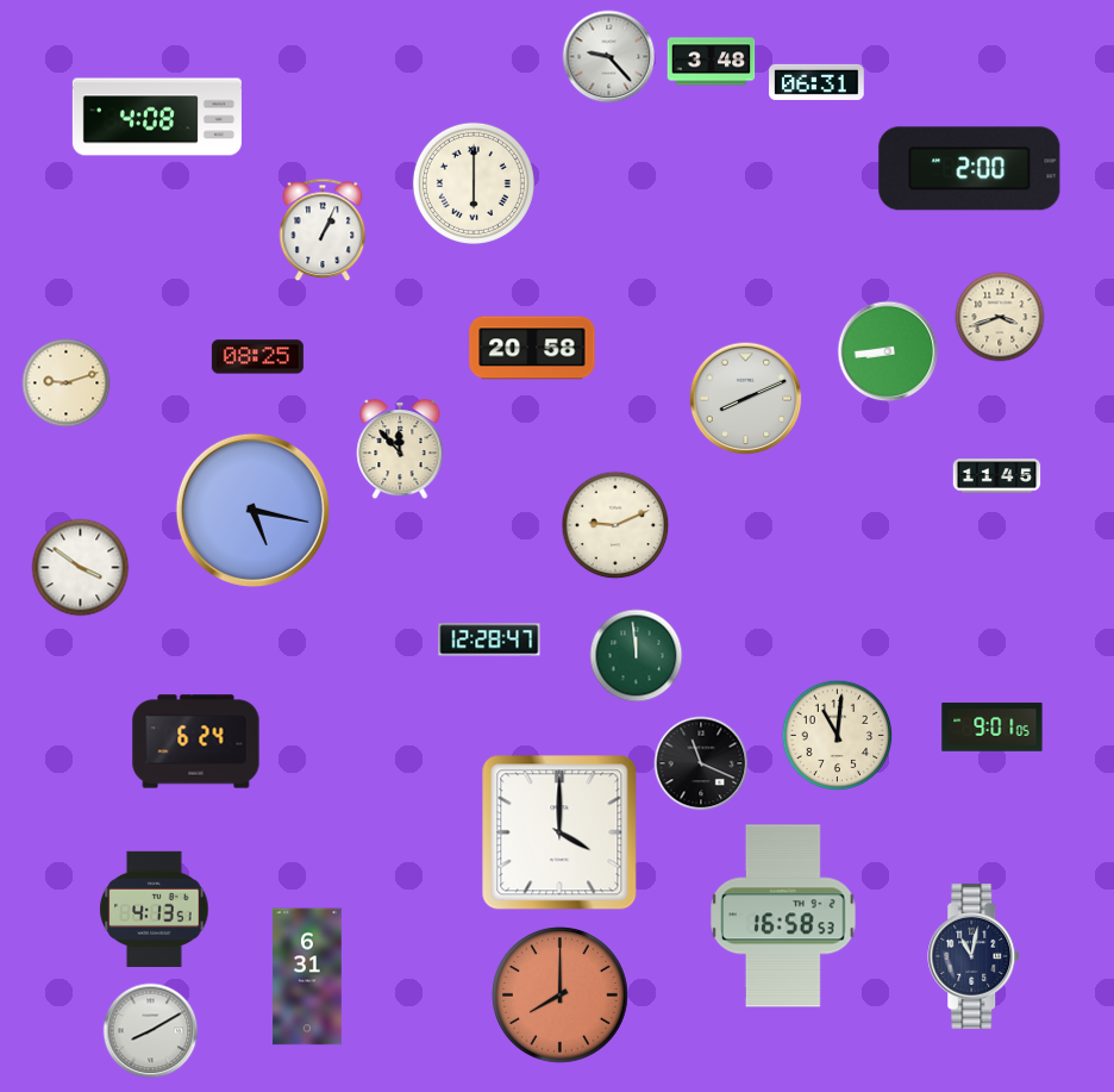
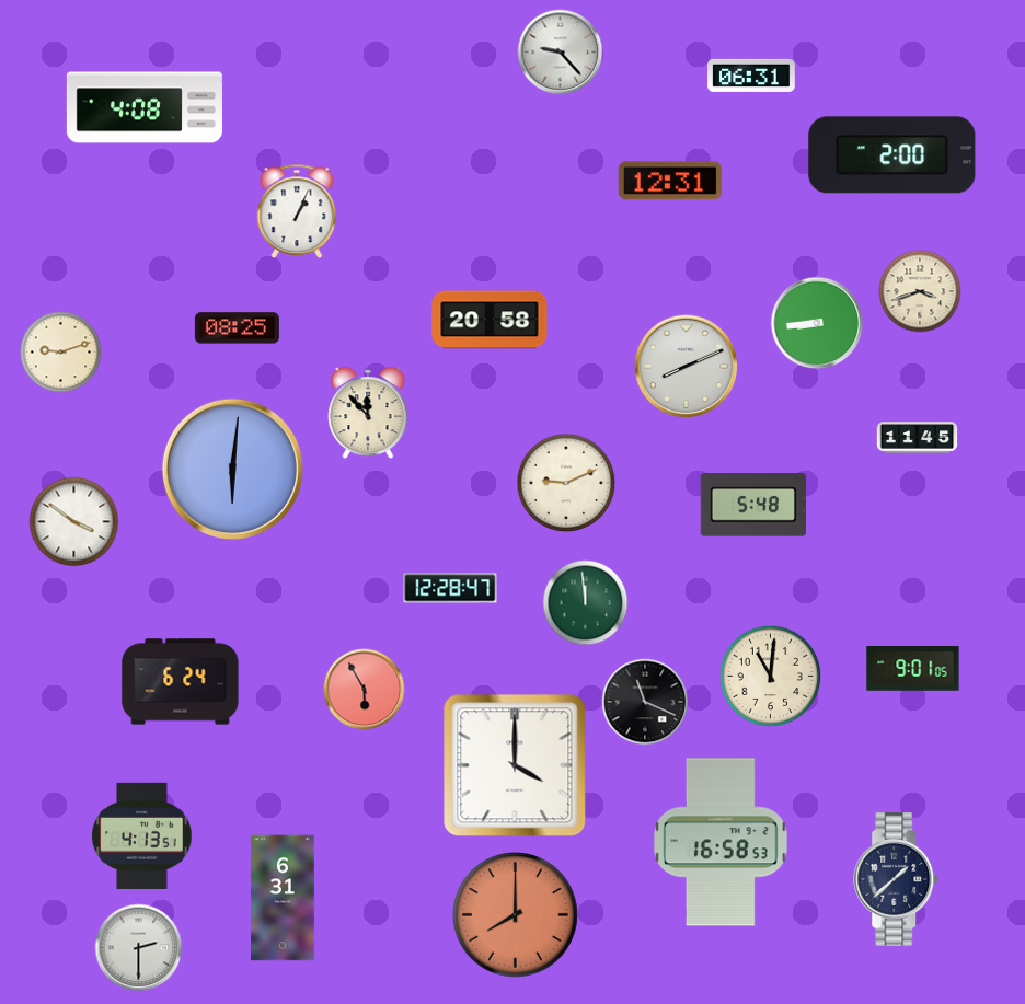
clock at (712, 62): 3:48 -> none
clock at (474, 183): 6:00 -> none
clock at (670, 181): none -> 12:31
clock at (252, 510): 5:17 -> 6:01
clock at (752, 505): none -> 5:48
clock at (365, 690): none -> 5:55
clock at (975, 956): 11:02 -> 1:38
clock at (151, 1031): 8:10 -> 2:30
